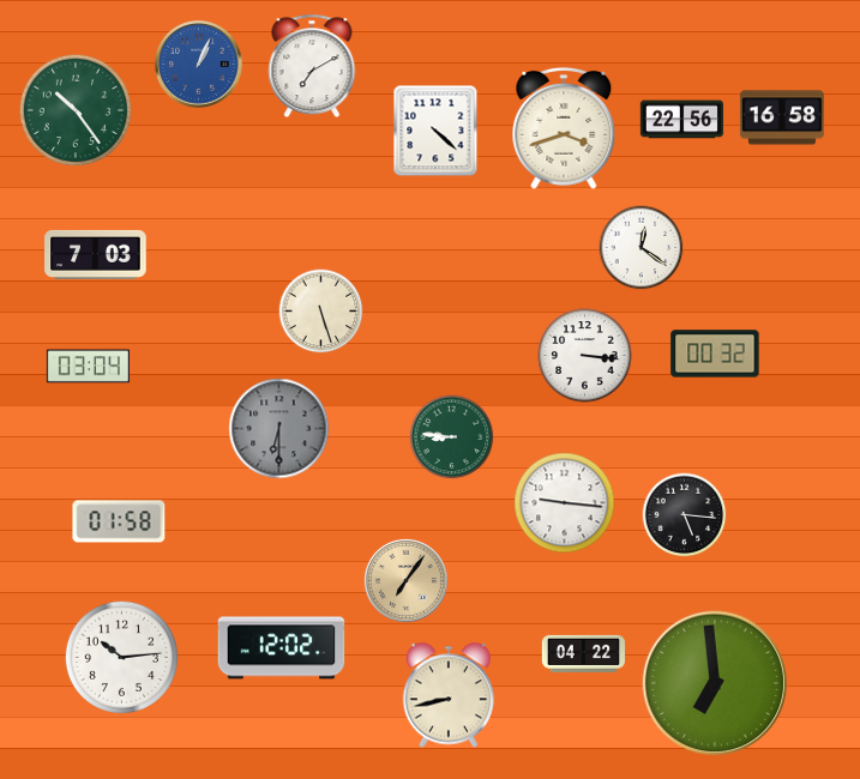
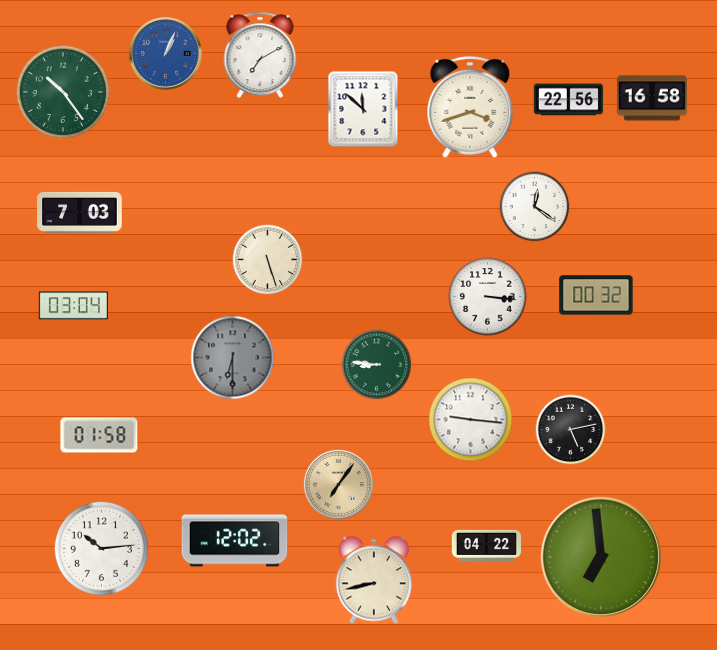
clock at (435, 131): 4:22 -> 11:52
clock at (685, 515): 5:16 -> 5:13
clock at (714, 682) position: (714, 682) -> (600, 556)
